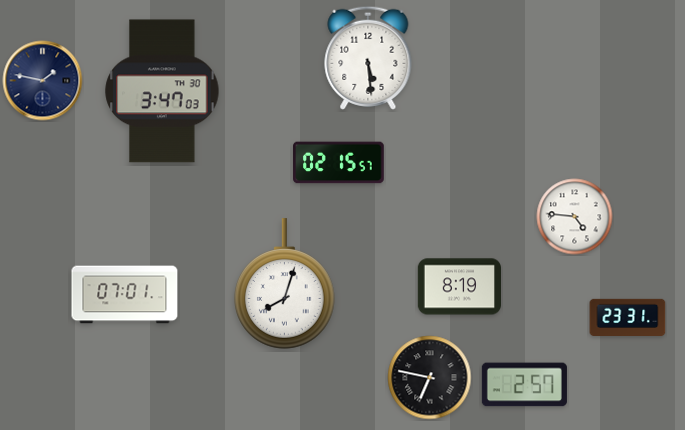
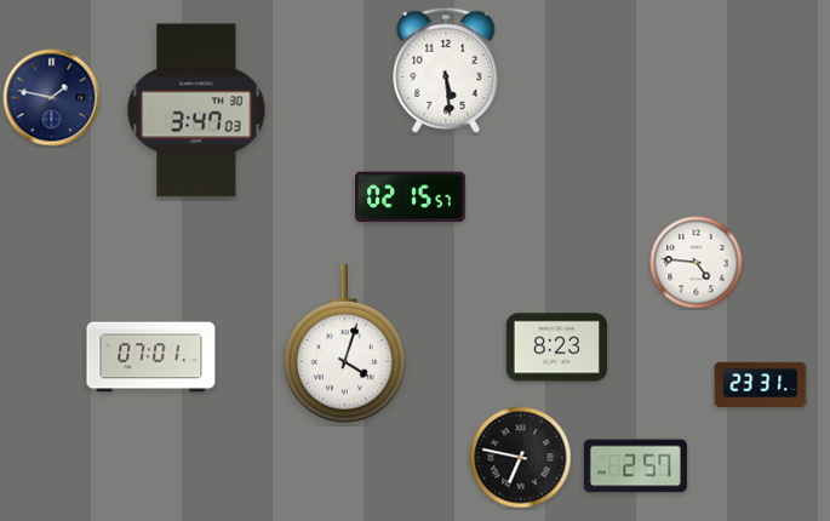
clock at (285, 284): 8:03 -> 4:03
clock at (459, 287): 8:19 -> 8:23
